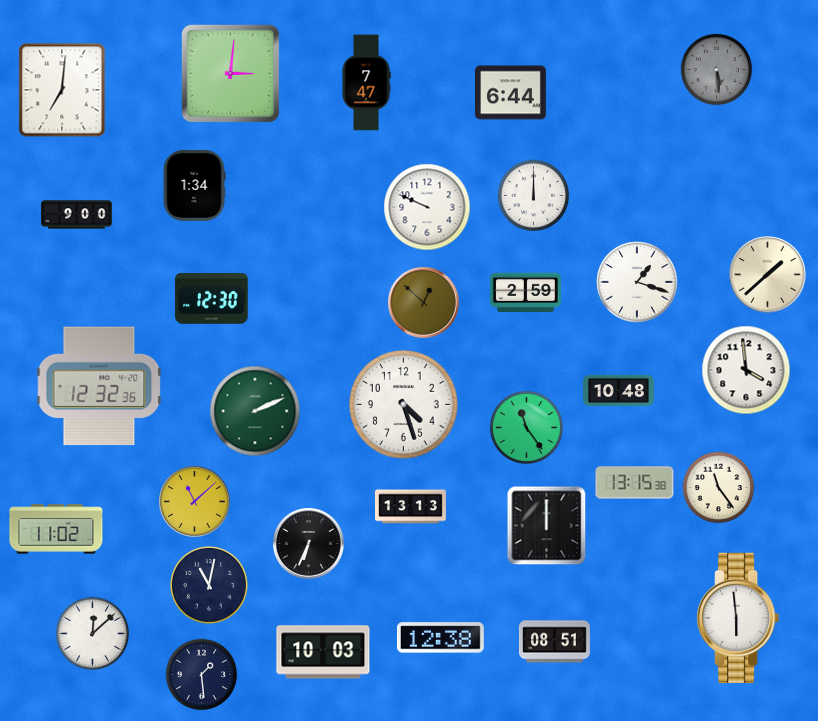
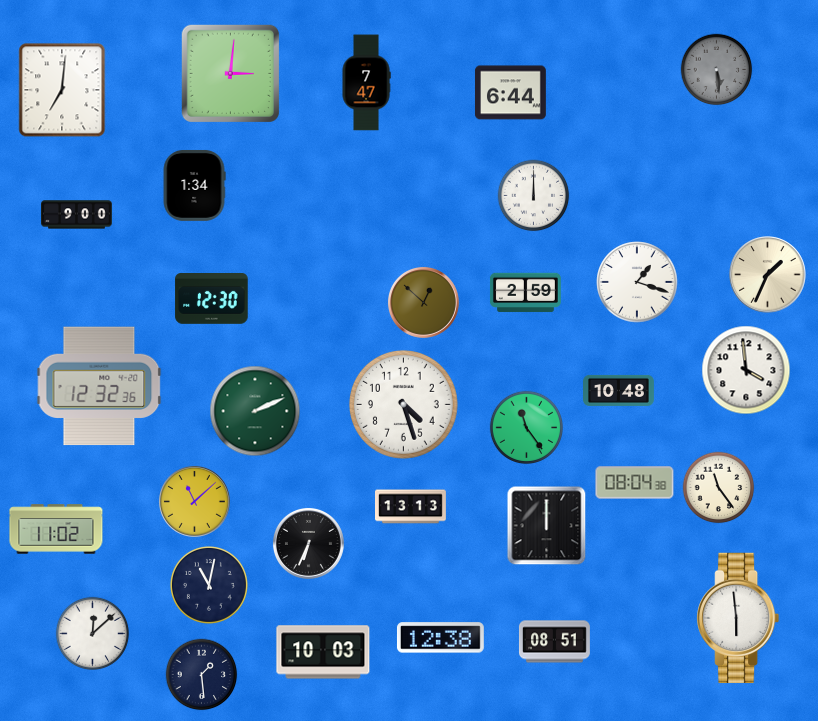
clock at (427, 207): 9:49 -> none
clock at (768, 275): 1:38 -> 1:34
clock at (635, 483): 13:15 -> 08:04
